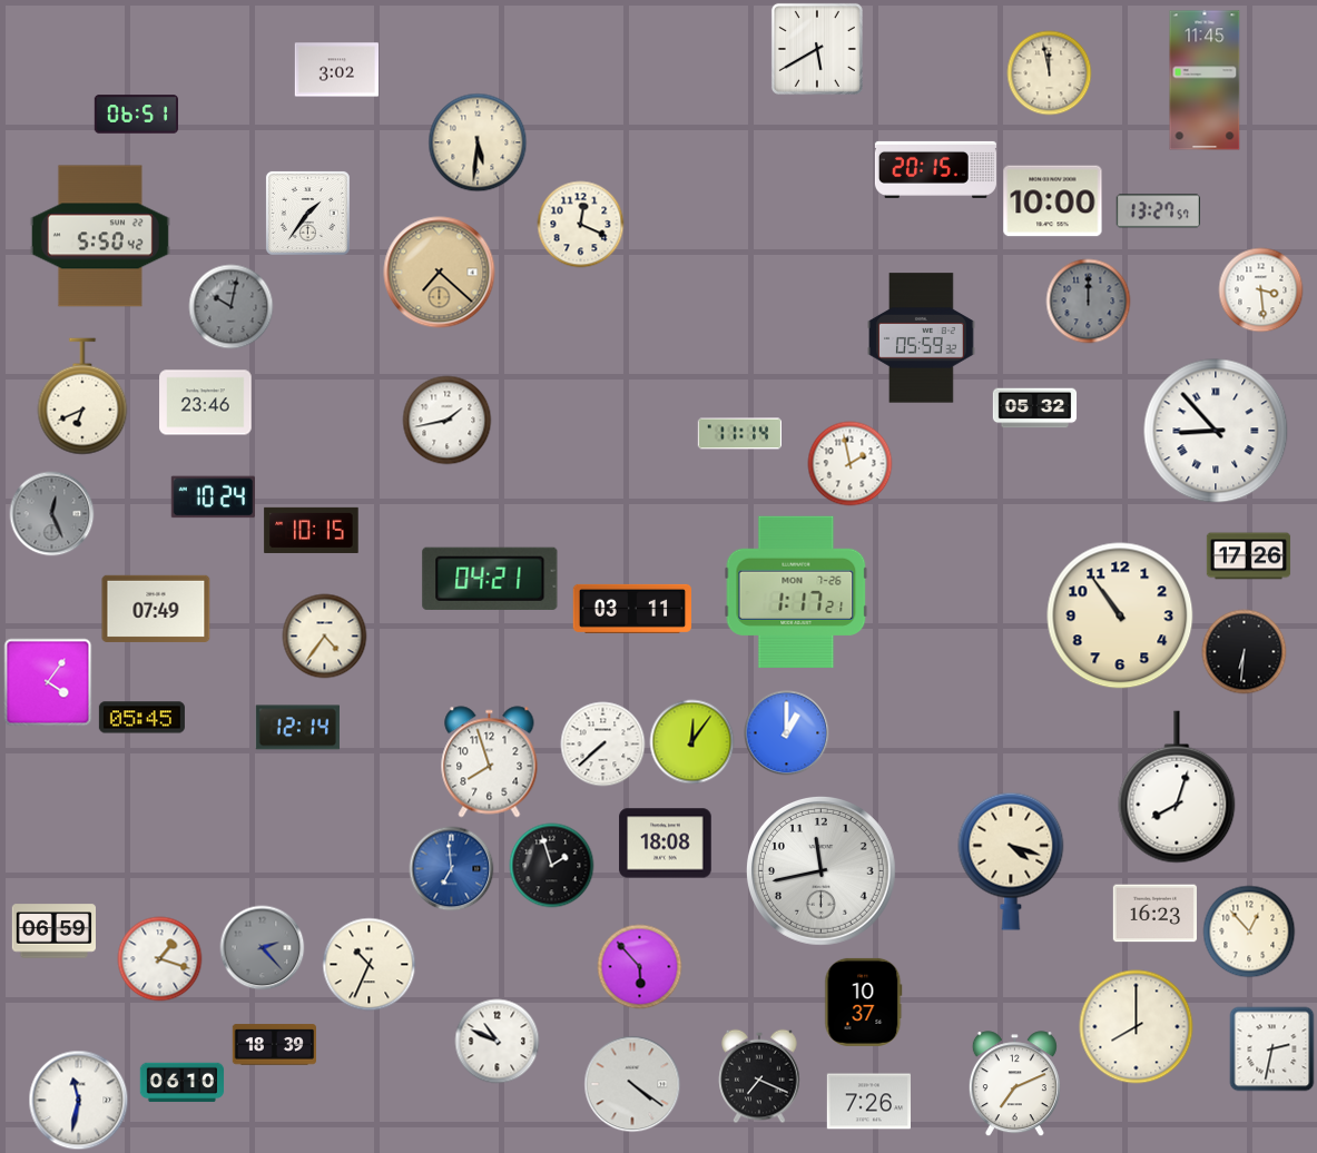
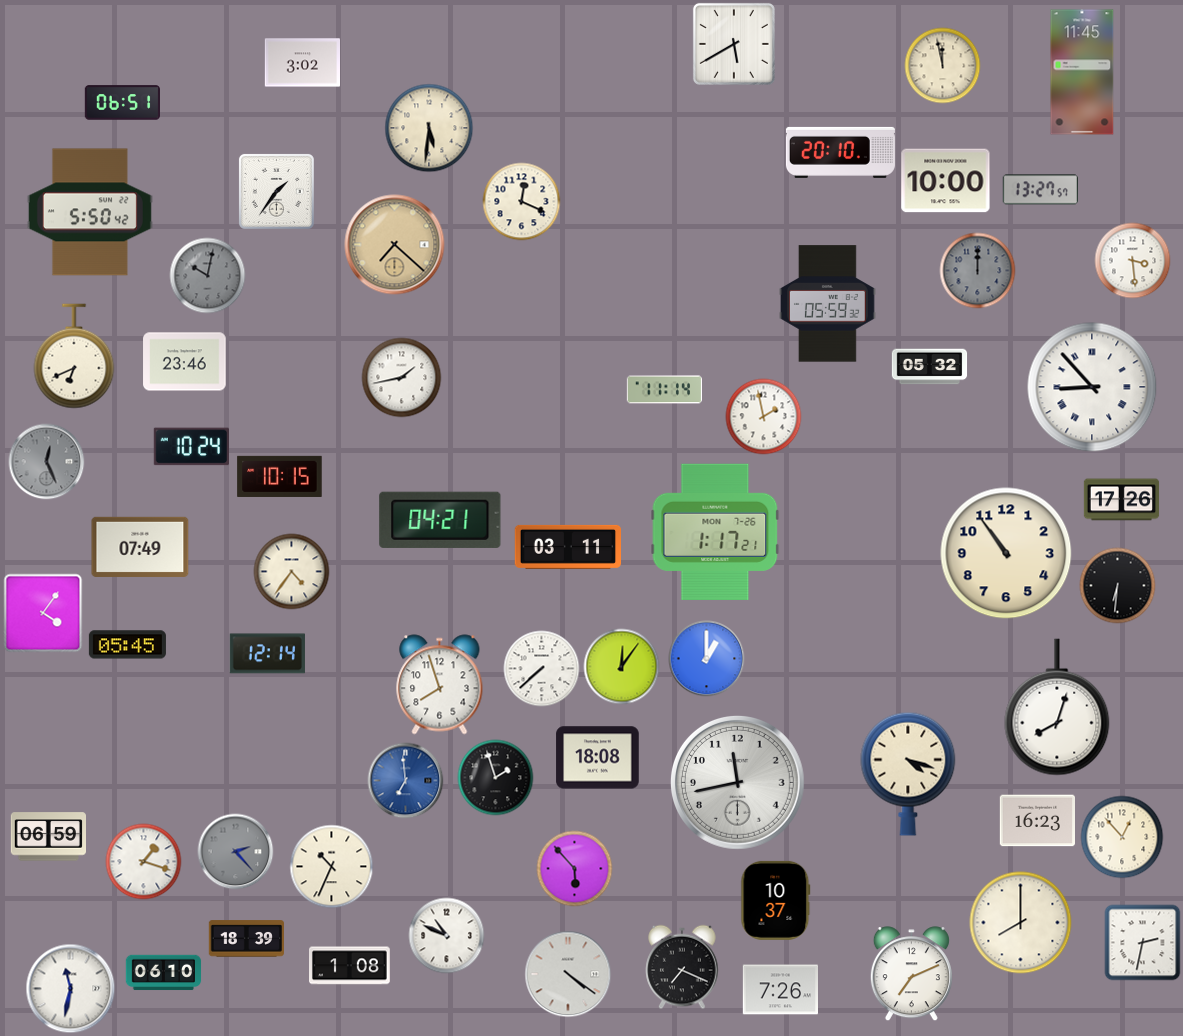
clock at (935, 169): 20:15 -> 20:10
clock at (350, 966): none -> 1:08
